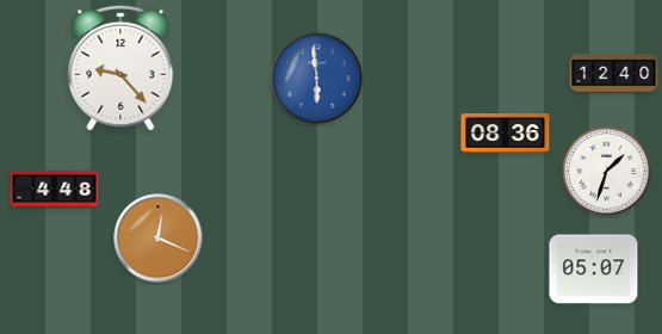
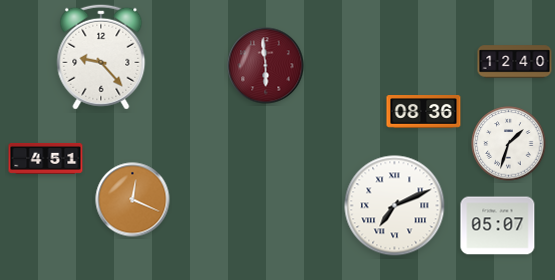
clock at (317, 79) dial: blue -> burgundy
clock at (55, 188): 4:48 -> 4:51
clock at (395, 206): none -> 7:11
